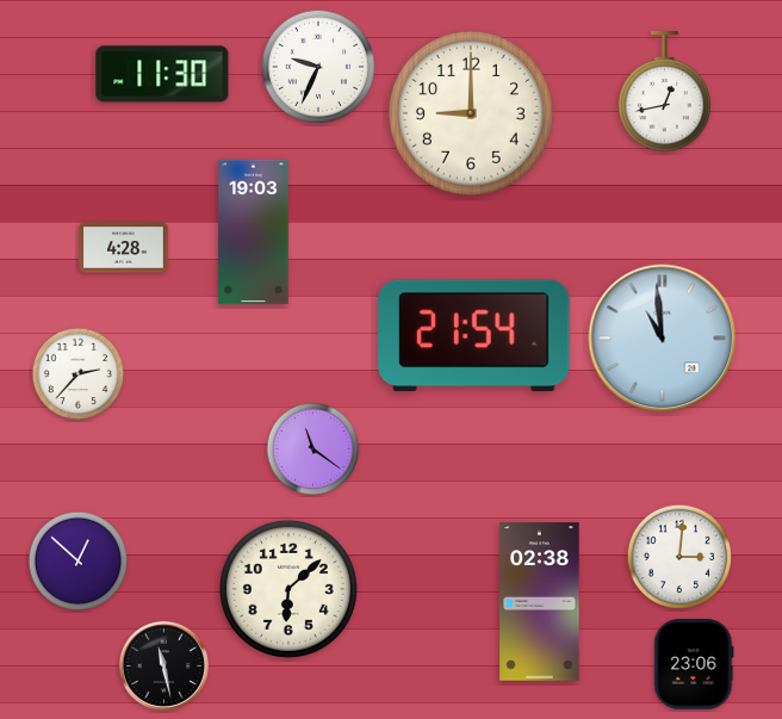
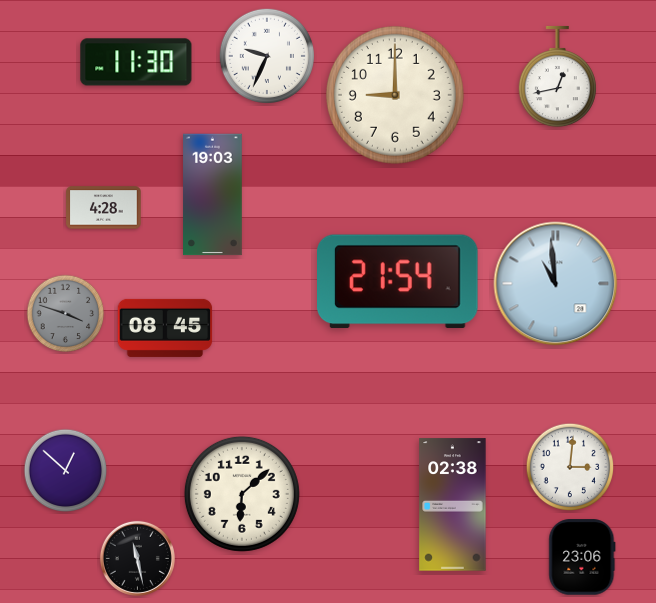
clock at (79, 374): 2:37 -> 3:48
clock at (79, 374) dial: white -> grey
clock at (165, 328): none -> 08:45
clock at (314, 450): 11:21 -> none
